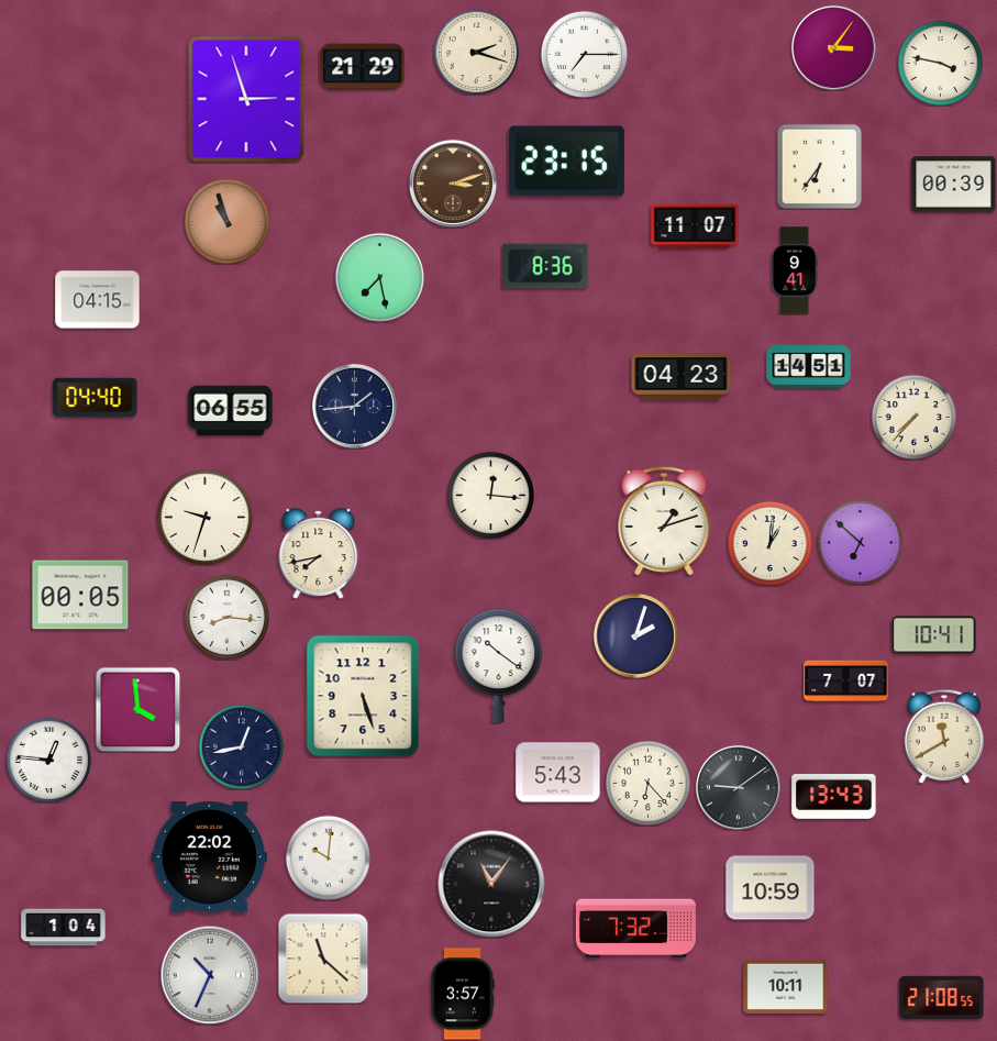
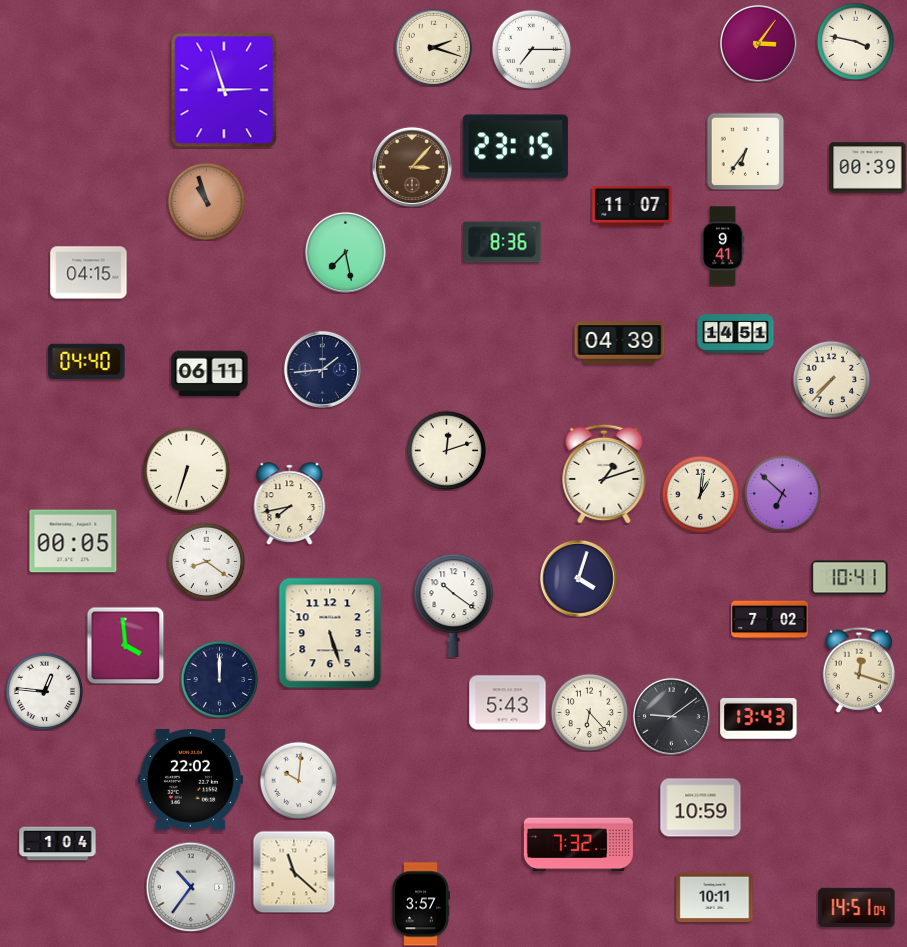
clock at (940, 63) position: (940, 63) -> (855, 41)
clock at (363, 67): 21:29 -> none
clock at (453, 184): 3:12 -> 3:07
clock at (545, 266) position: (545, 266) -> (502, 242)
clock at (682, 377): 04:23 -> 04:39
clock at (231, 411): 06:55 -> 06:11
clock at (490, 495): 12:16 -> 12:12
clock at (204, 517): 9:33 -> 6:33
clock at (226, 617): 8:16 -> 8:21
clock at (635, 635): 2:03 -> 4:03
clock at (846, 682): 7:07 -> 7:02
clock at (943, 737): 11:40 -> 12:18
clock at (241, 746): 12:43 -> 12:00
clock at (834, 797) position: (834, 797) -> (759, 719)
clock at (491, 884): 11:06 -> none
clock at (210, 975): 10:34 -> 10:36
clock at (942, 997): 21:08 -> 14:51
